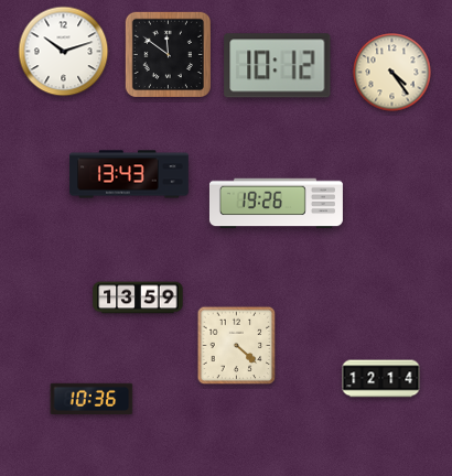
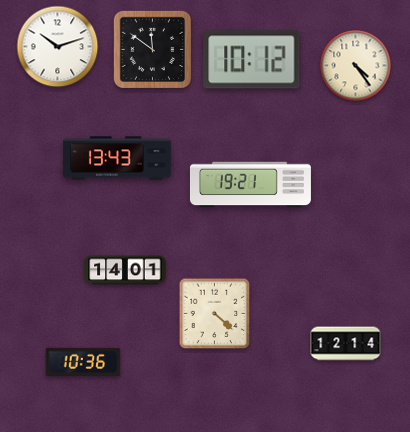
clock at (276, 204): 19:26 -> 19:21
clock at (138, 297): 13:59 -> 14:01
